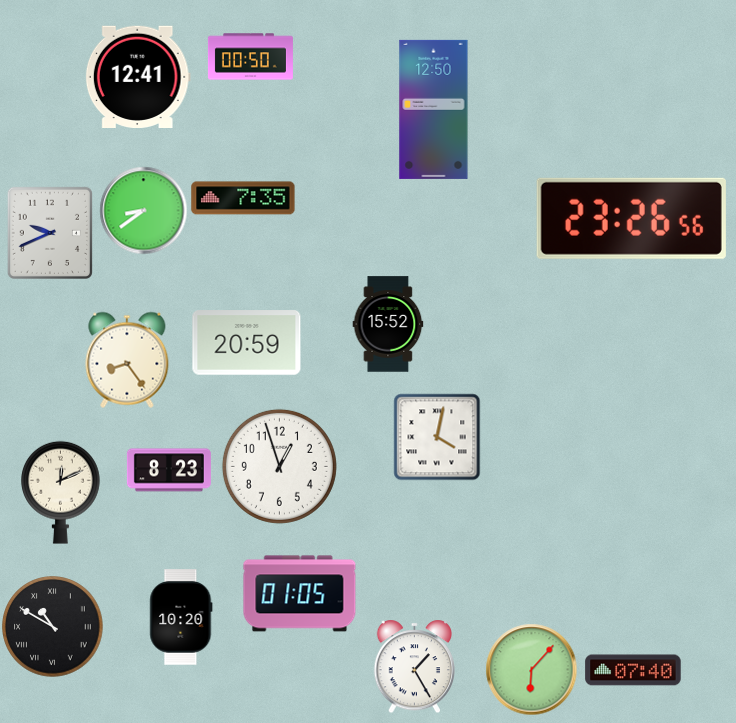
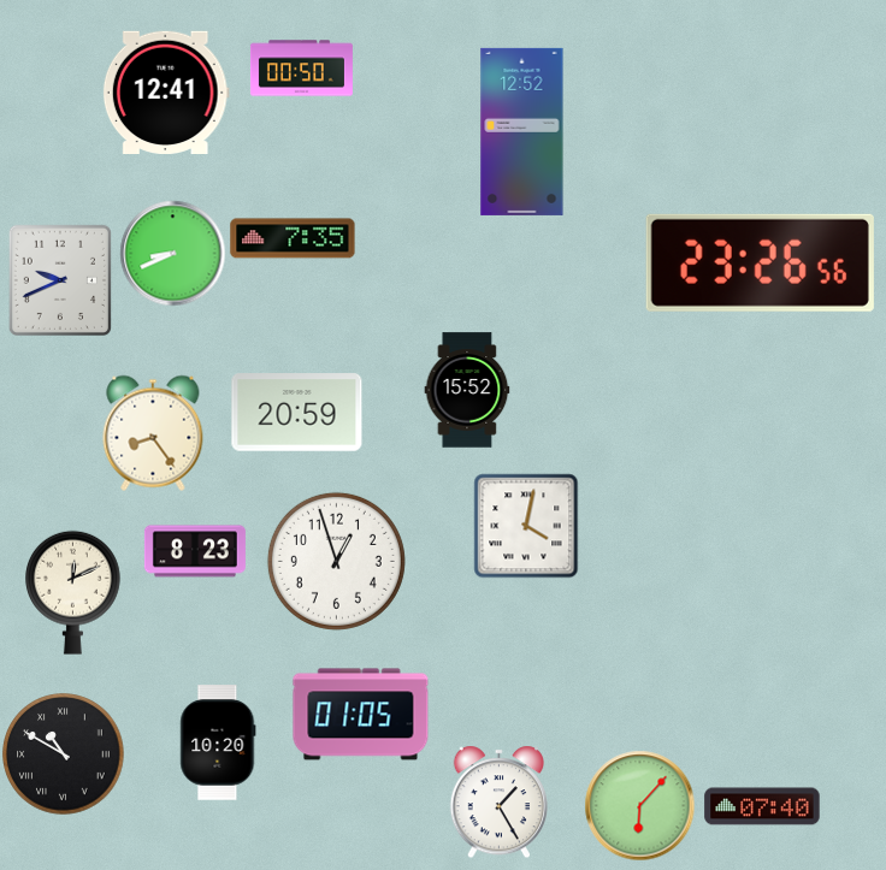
clock at (434, 109): 12:50 -> 12:52
clock at (143, 210): 8:39 -> 8:41
clock at (169, 470) position: (169, 470) -> (195, 551)
